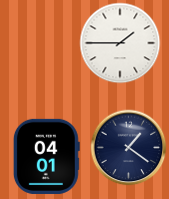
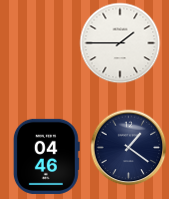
clock at (46, 156): 04:01 -> 04:46
